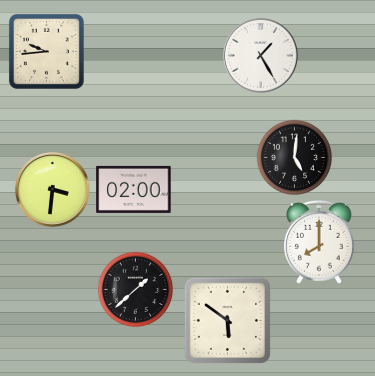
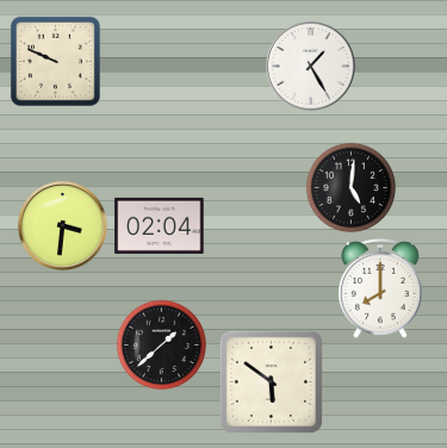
clock at (46, 51): 9:44 -> 9:49
clock at (134, 189): 02:00 -> 02:04
